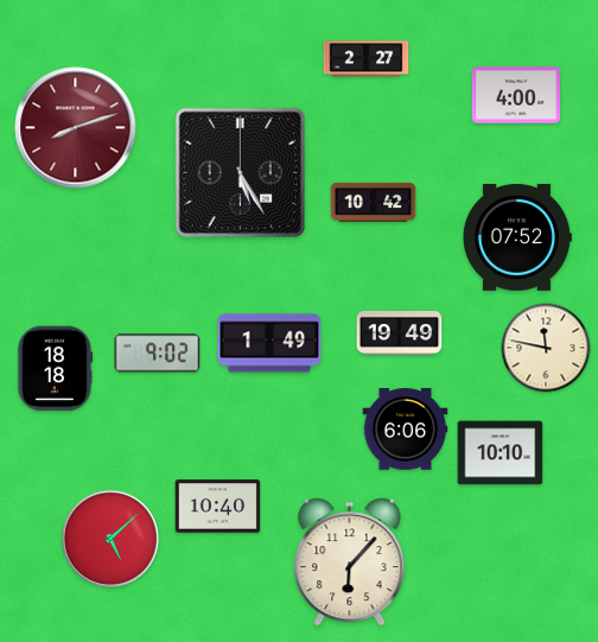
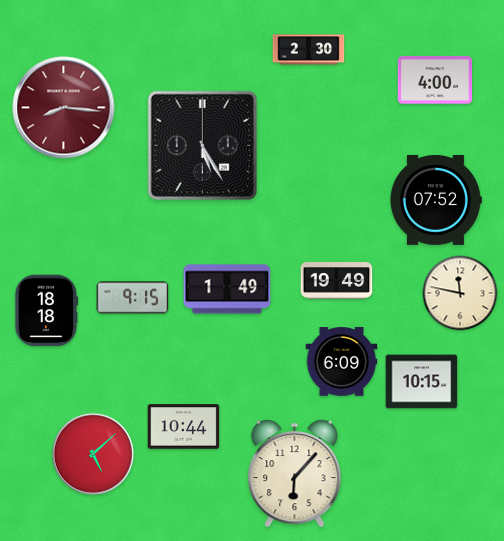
clock at (367, 59): 2:27 -> 2:30
clock at (76, 128): 8:12 -> 8:16
clock at (374, 202): 10:42 -> none
clock at (158, 354): 9:02 -> 9:15
clock at (406, 430): 6:06 -> 6:09
clock at (501, 453): 10:10 -> 10:15
clock at (218, 507): 10:40 -> 10:44
